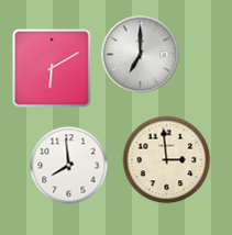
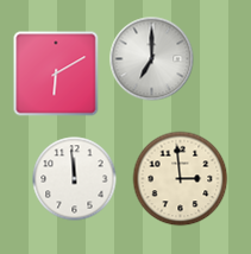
clock at (167, 160) position: (167, 160) -> (181, 179)
clock at (69, 166): 7:59 -> 11:59
